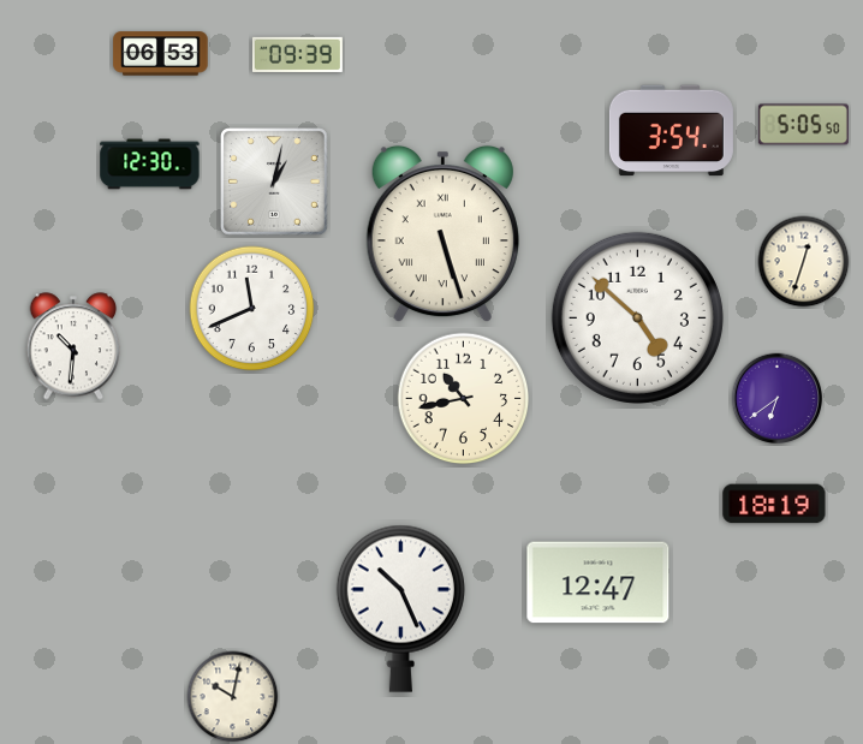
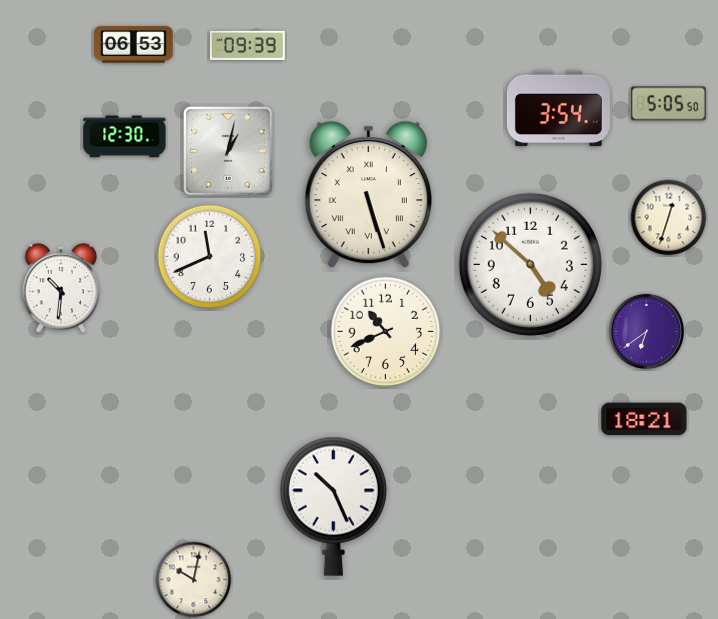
clock at (464, 399): 10:43 -> 10:41
clock at (774, 504): 18:19 -> 18:21
clock at (599, 583): 12:47 -> none
